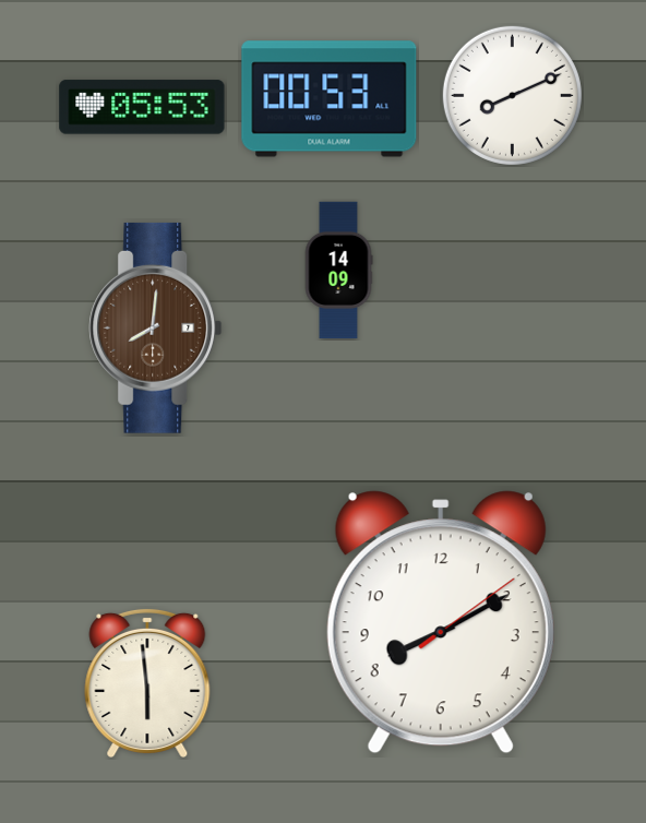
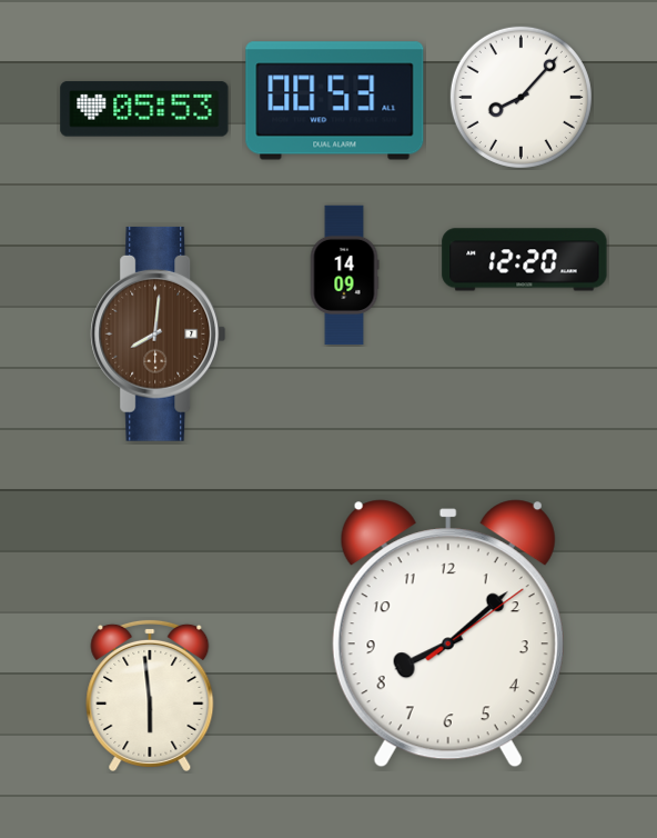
clock at (512, 95): 8:11 -> 8:07
clock at (525, 260): none -> 12:20
clock at (441, 622): 8:10 -> 8:08
